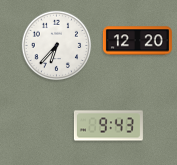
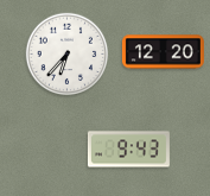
clock at (137, 41) position: (137, 41) -> (163, 52)
